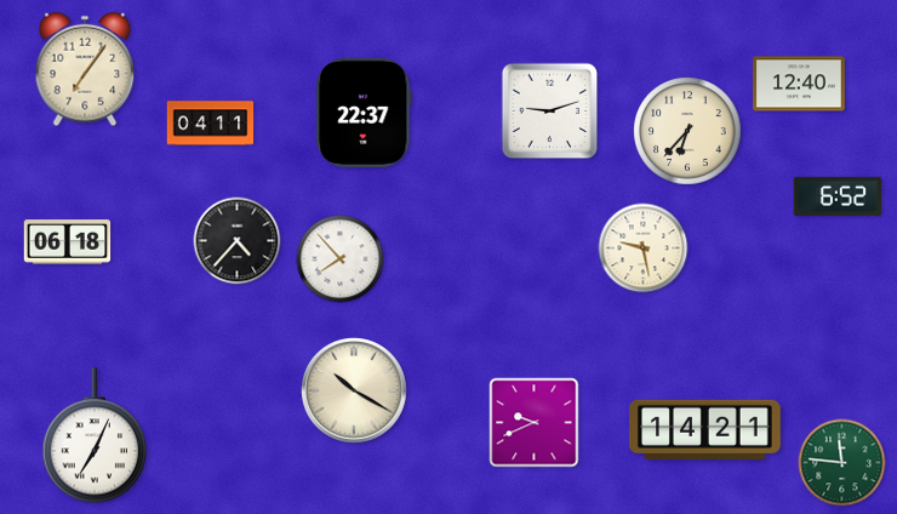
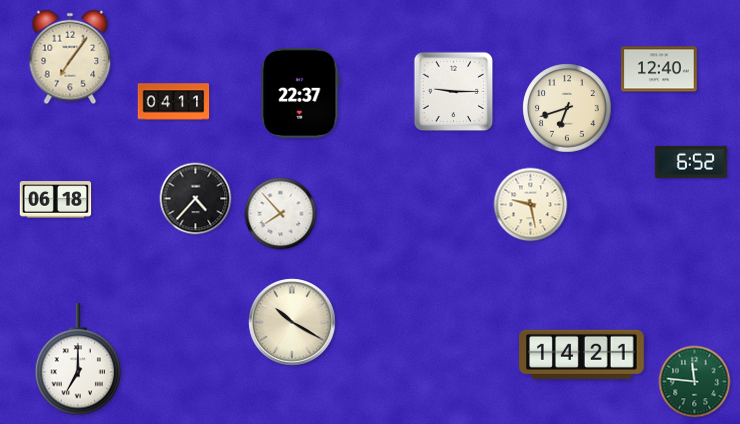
clock at (550, 112): 9:12 -> 9:15
clock at (687, 131): 6:37 -> 6:42
clock at (535, 423): 9:41 -> none
clock at (93, 436): 7:04 -> 7:00
